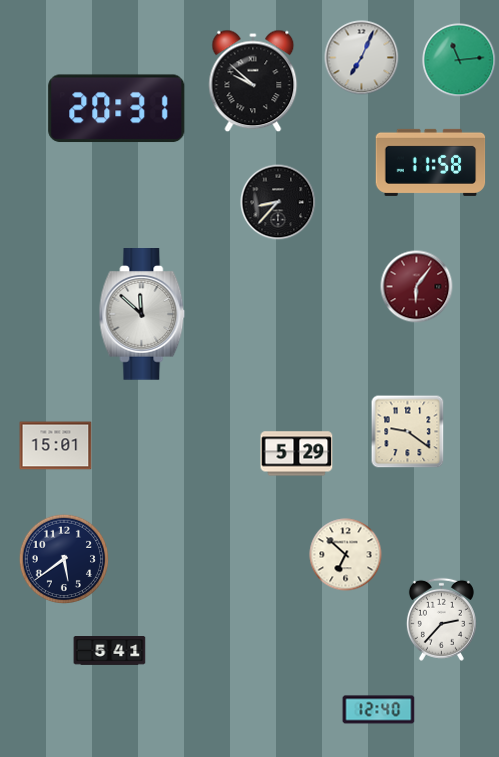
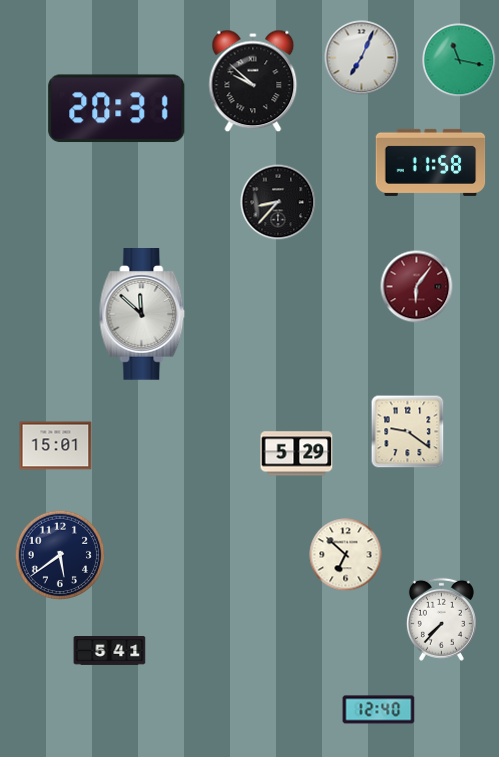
clock at (459, 60): 11:14 -> 11:17
clock at (64, 559) position: (64, 559) -> (60, 555)
clock at (441, 619): 2:37 -> 7:37
